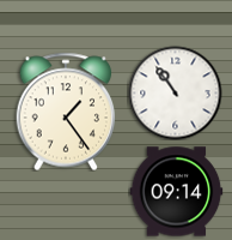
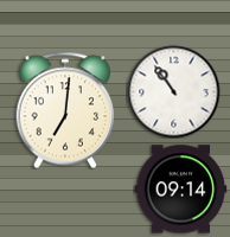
clock at (66, 112): 1:24 -> 7:01
clock at (176, 192) position: (176, 192) -> (180, 190)
